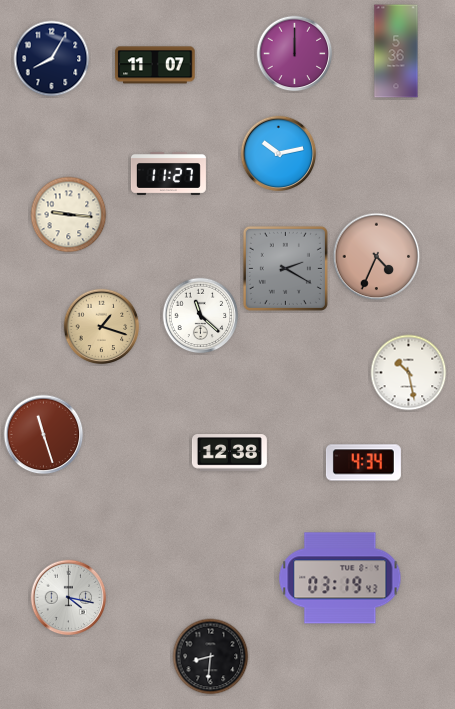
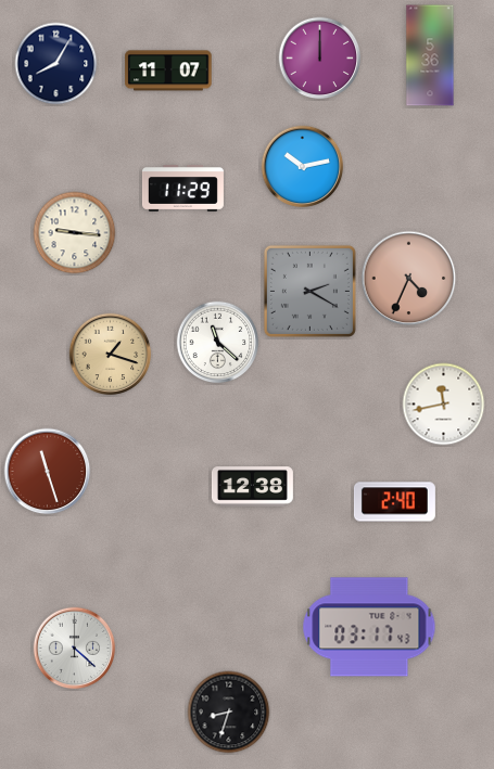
clock at (168, 174): 11:27 -> 11:29
clock at (409, 373): 10:28 -> 11:43
clock at (229, 453) position: (229, 453) -> (252, 487)
clock at (363, 463): 4:34 -> 2:40
clock at (340, 578): 03:19 -> 03:17
clock at (69, 598): 4:17 -> 4:22
clock at (211, 657): 8:31 -> 8:33
